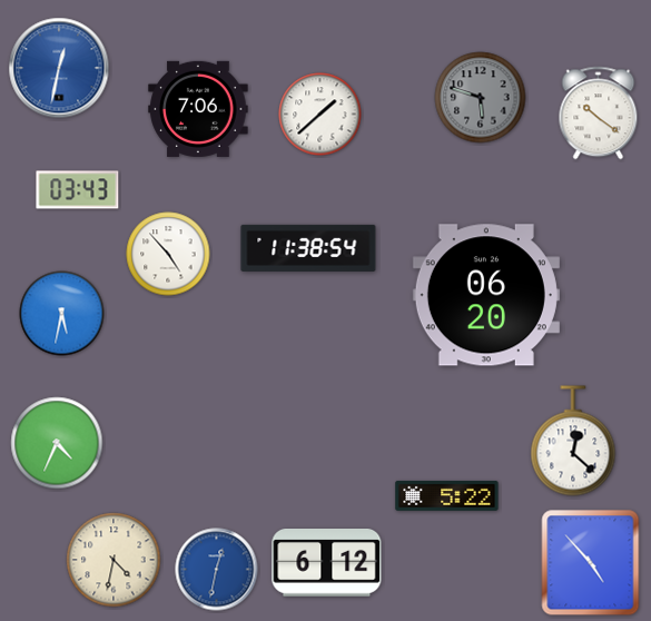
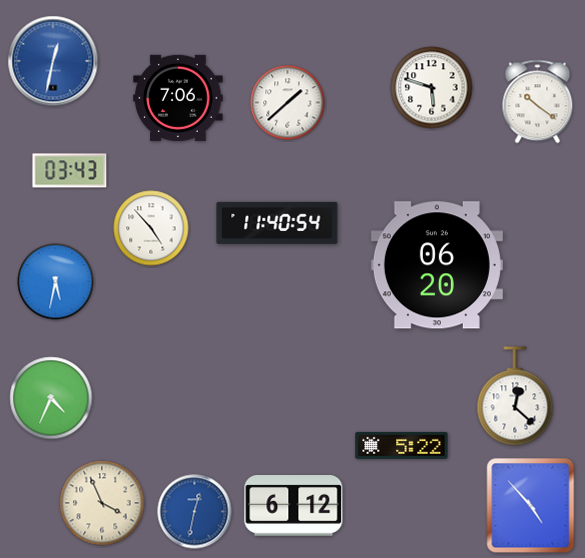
clock at (481, 98) dial: grey -> white
clock at (308, 248): 11:38 -> 11:40
clock at (114, 560): 4:32 -> 3:56
